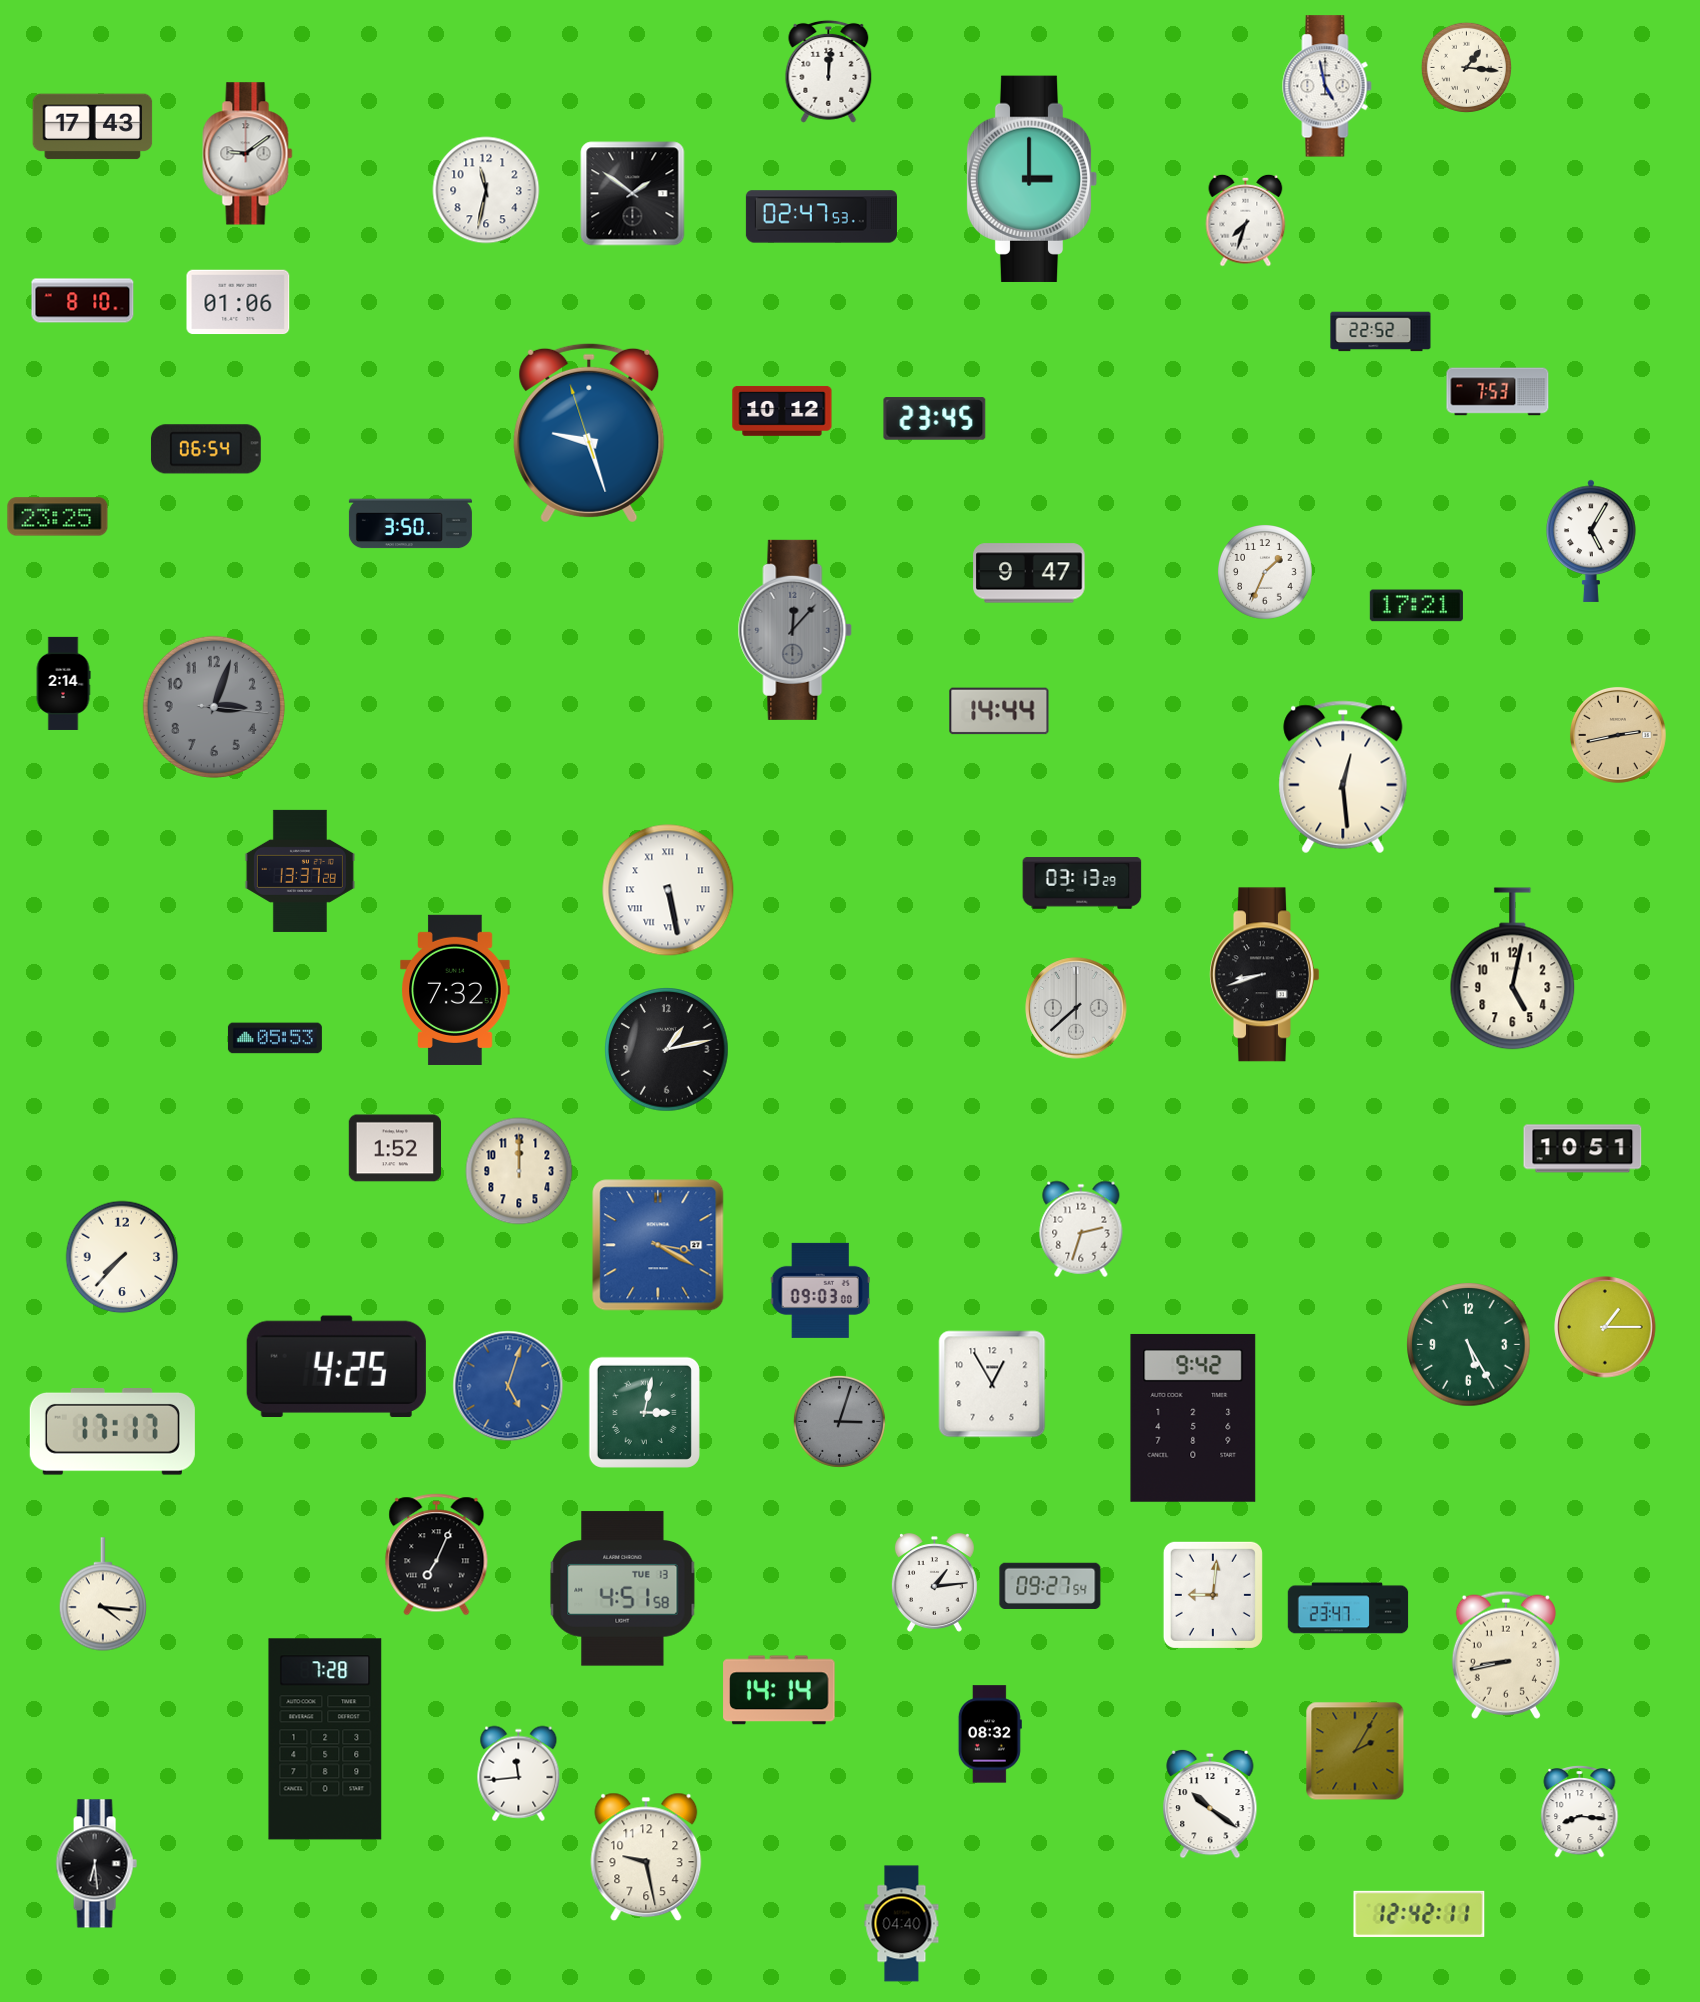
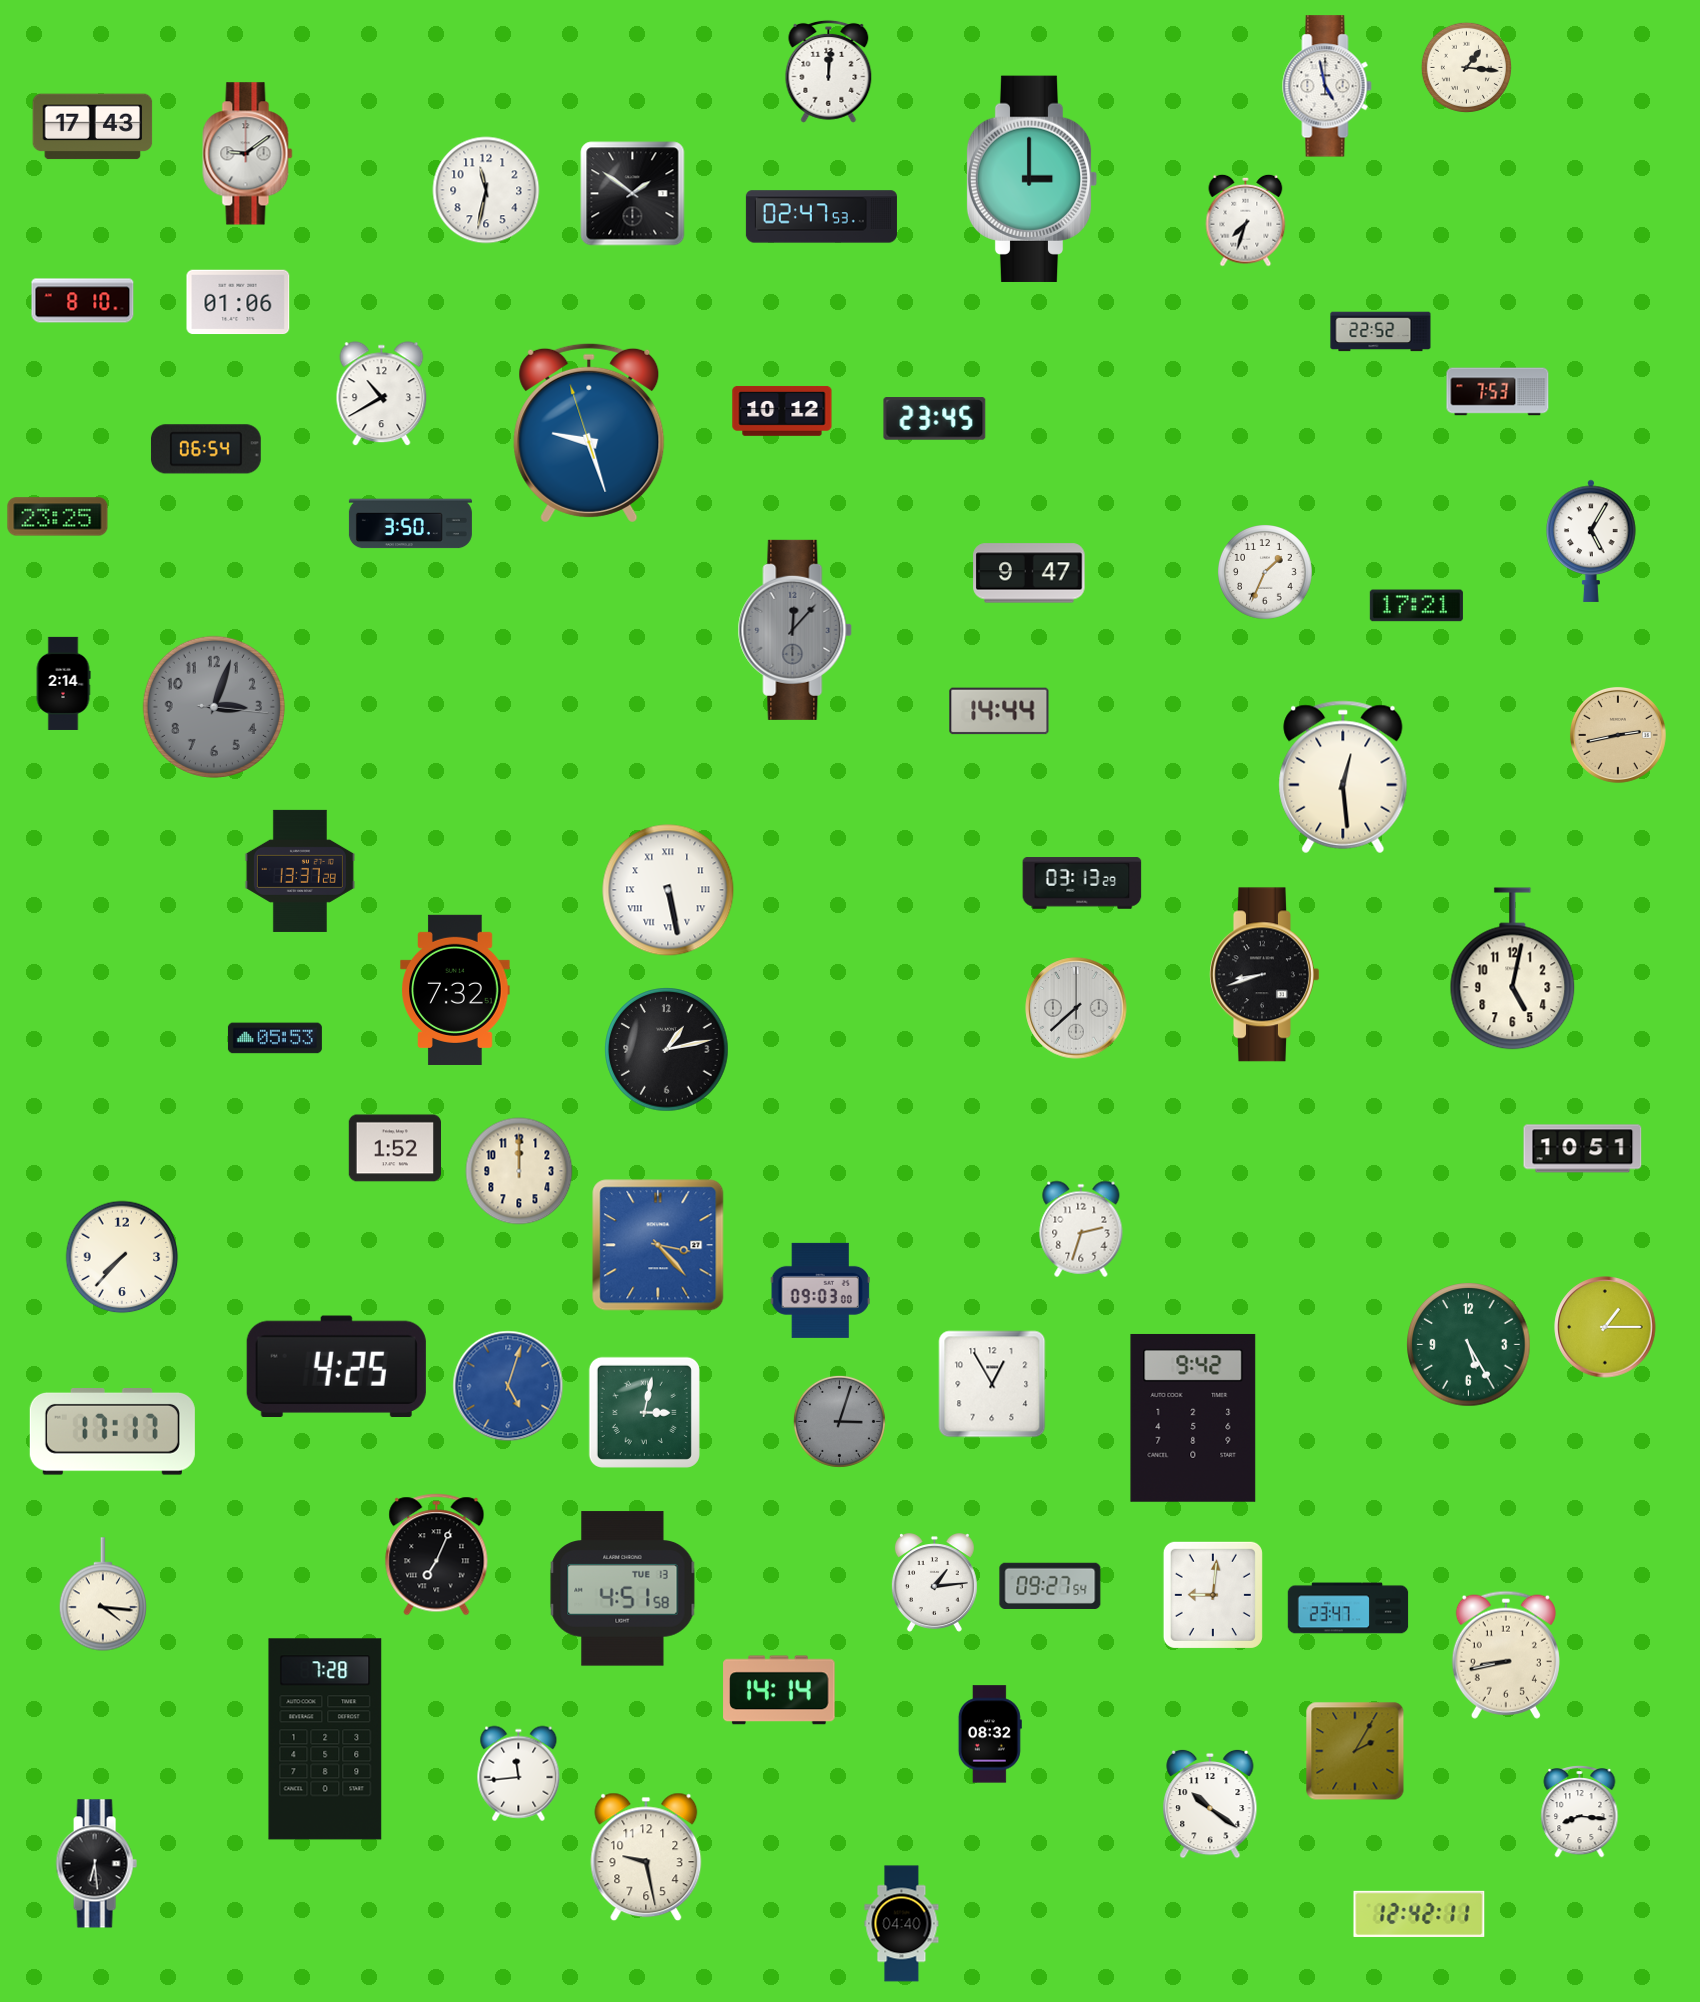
clock at (382, 394): none -> 10:40
clock at (658, 1245): 3:20 -> 3:23
